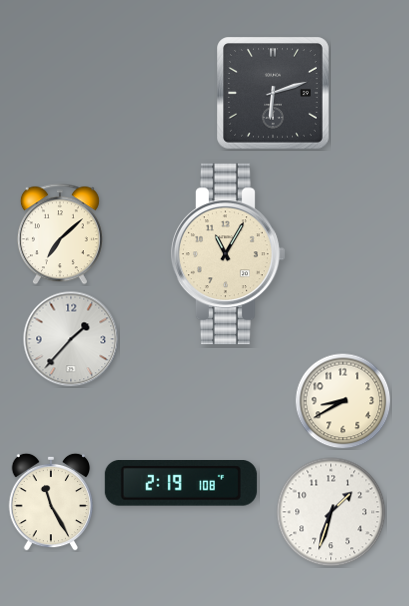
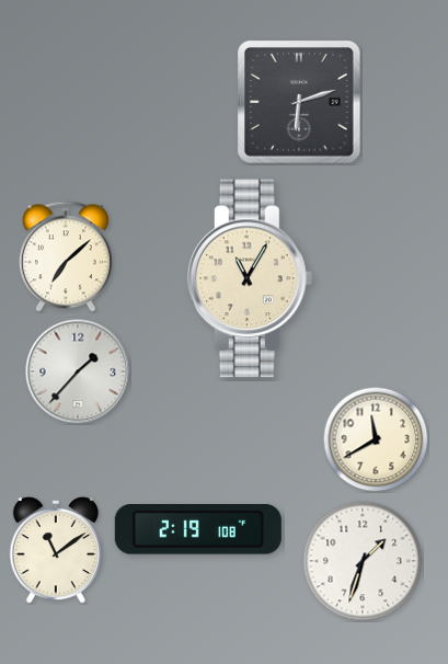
clock at (343, 401): 8:40 -> 11:40
clock at (51, 502): 11:25 -> 11:09
